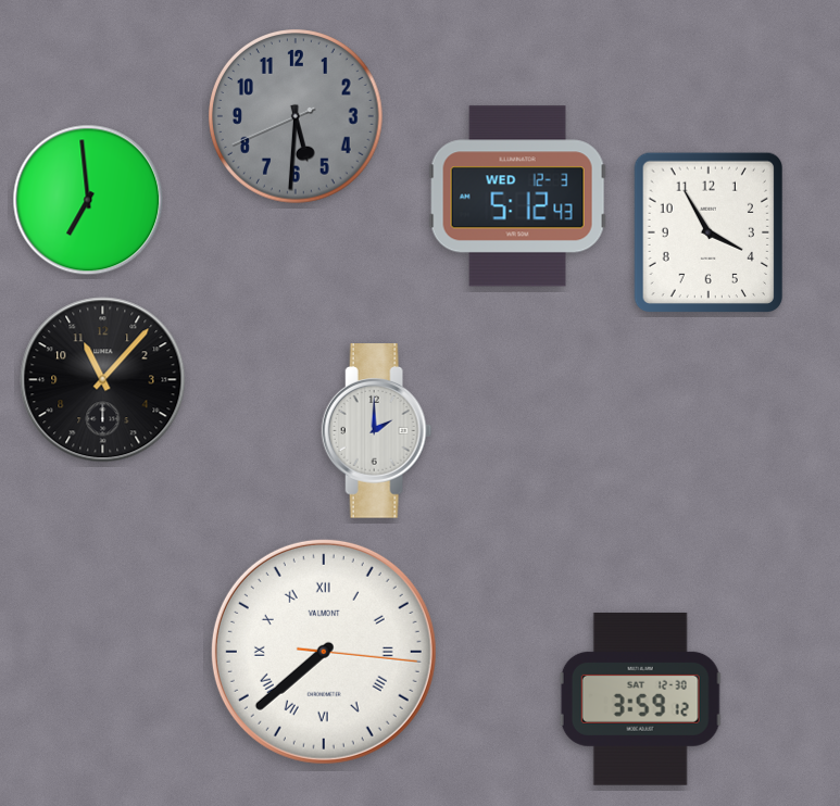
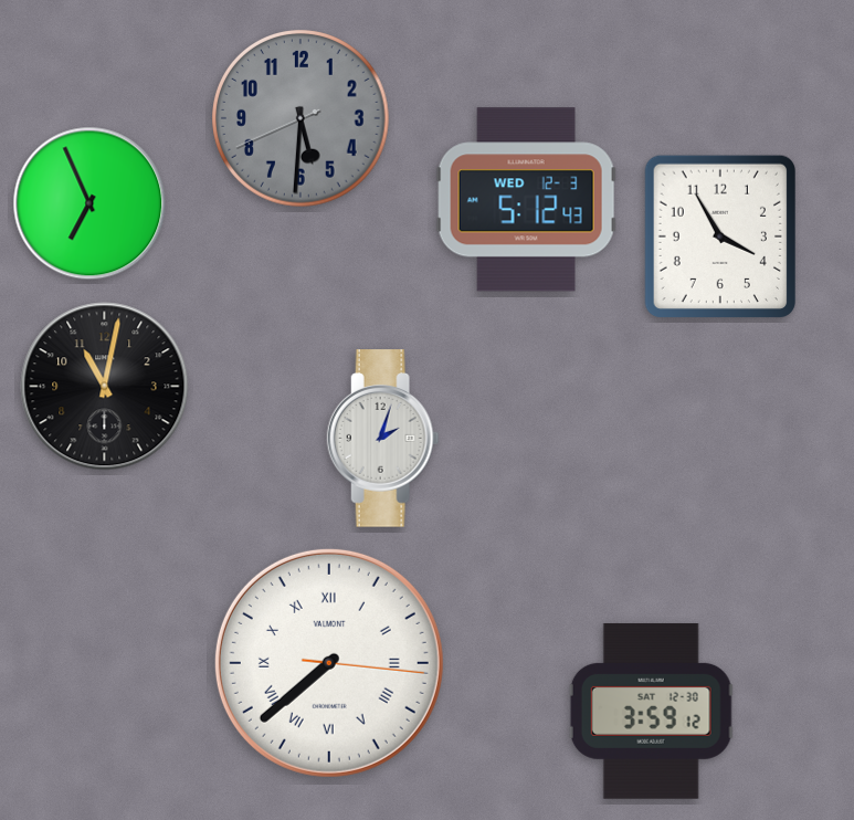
clock at (88, 200): 6:59 -> 6:56
clock at (103, 380): 11:07 -> 11:02
clock at (377, 431): 2:00 -> 2:03
